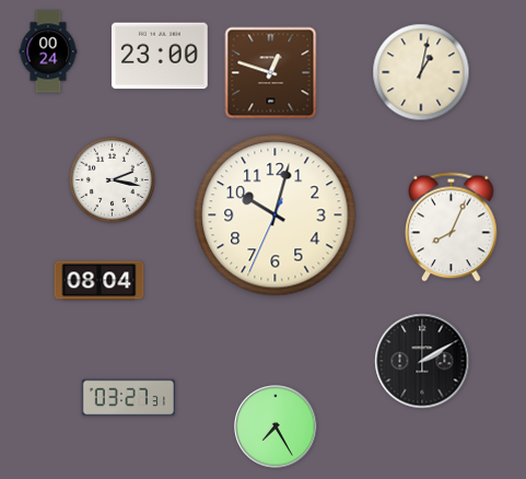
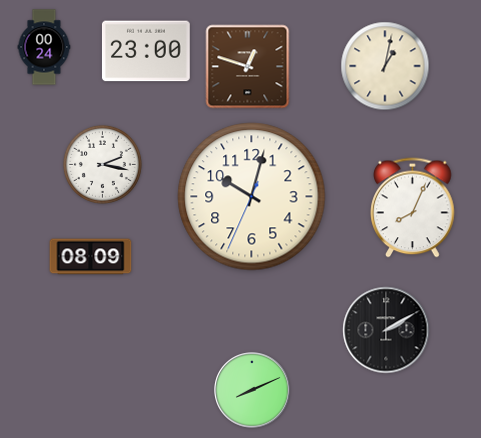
clock at (100, 281): 08:04 -> 08:09
clock at (128, 398): 03:27 -> none
clock at (276, 427): 7:25 -> 8:11
